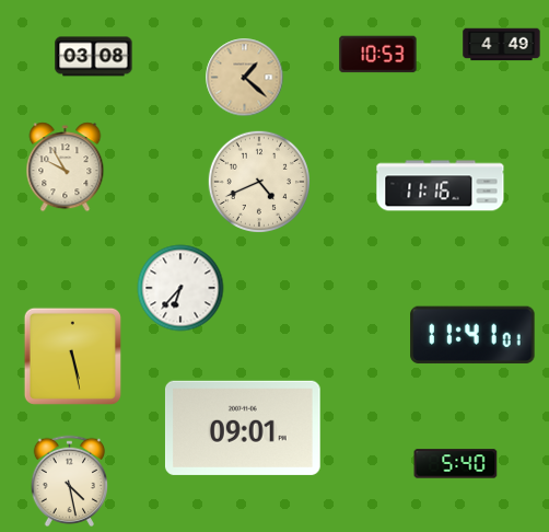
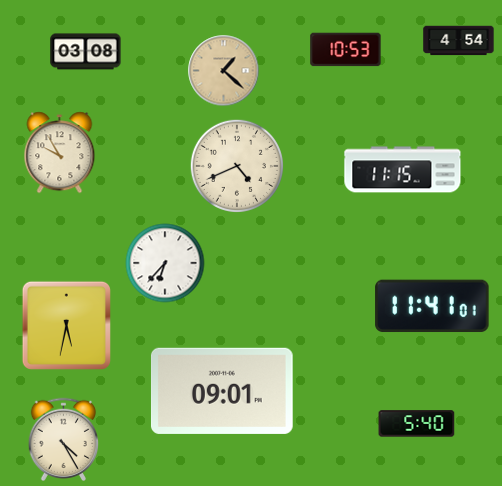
clock at (502, 45): 4:49 -> 4:54
clock at (441, 186): 11:16 -> 11:15
clock at (72, 356): 5:28 -> 5:32
clock at (70, 481): 4:28 -> 4:25
